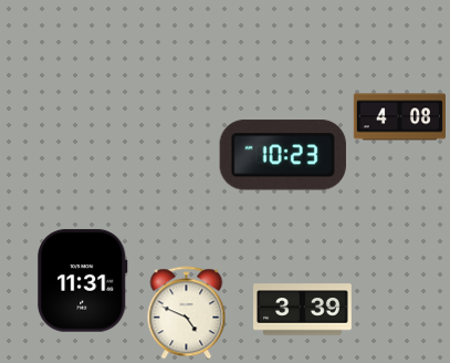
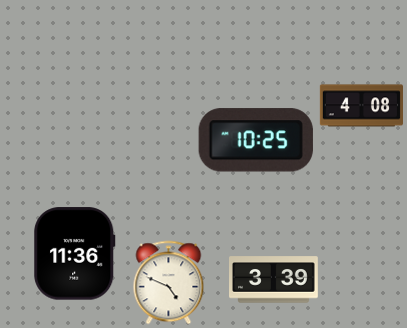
clock at (283, 155): 10:23 -> 10:25
clock at (83, 281): 11:31 -> 11:36
